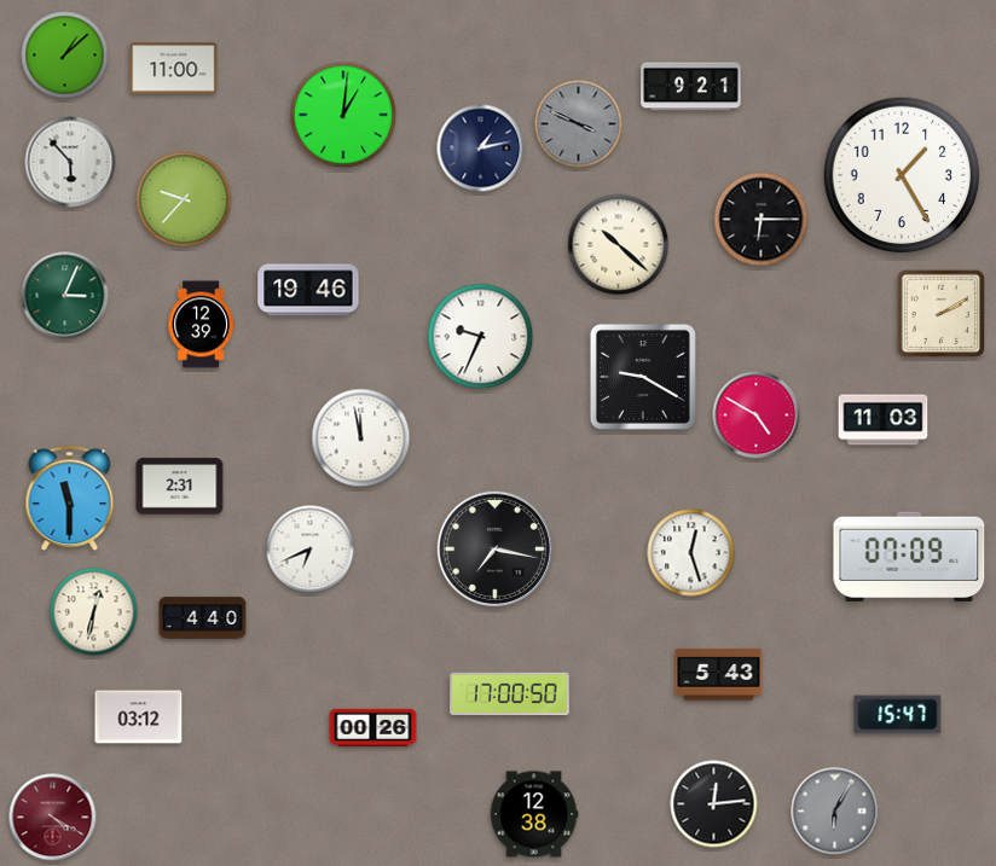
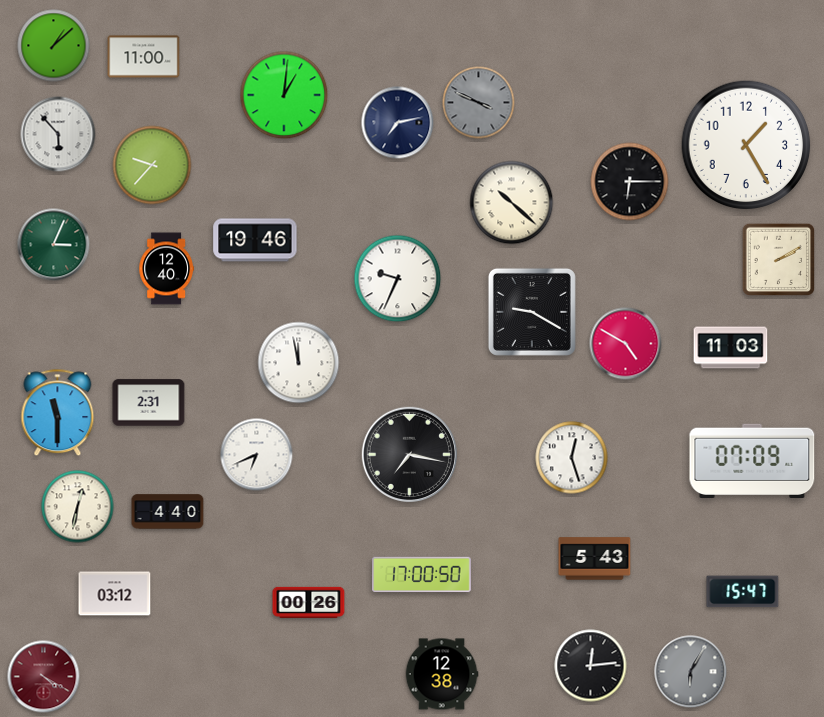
clock at (691, 87): 9:21 -> none
clock at (481, 149): 1:13 -> 7:13
clock at (201, 325): 12:39 -> 12:40
